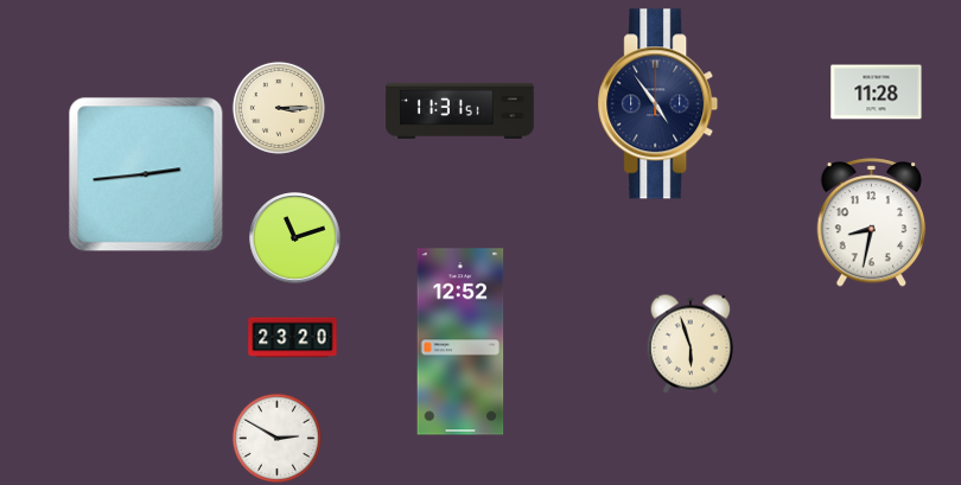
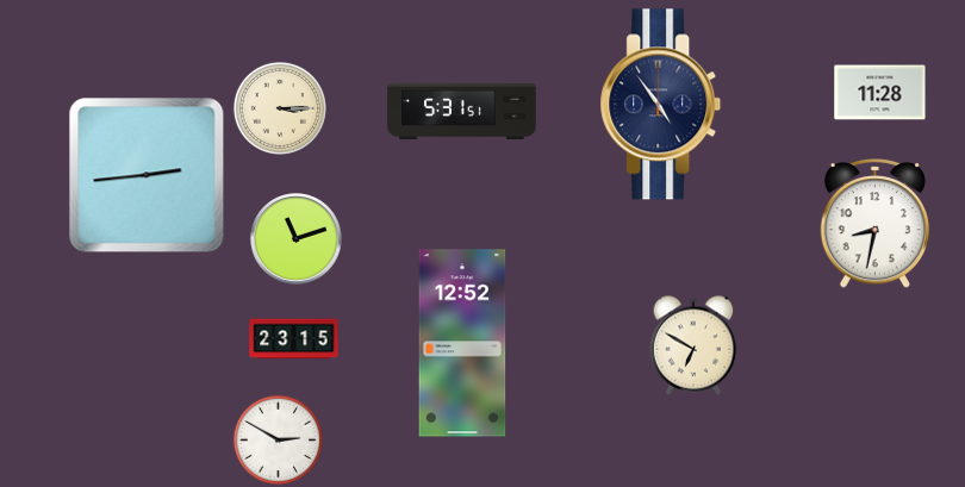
clock at (460, 110): 11:31 -> 5:31
clock at (293, 338): 23:20 -> 23:15
clock at (690, 344): 5:57 -> 6:50
